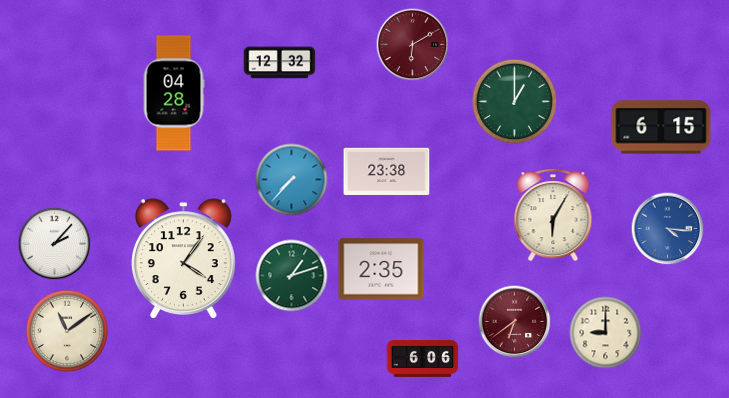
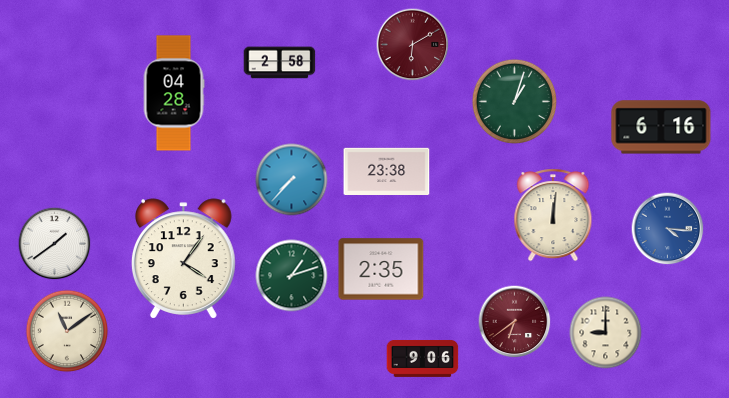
clock at (280, 63): 12:32 -> 2:58
clock at (514, 101): 1:00 -> 1:03
clock at (661, 127): 6:15 -> 6:16
clock at (553, 215): 6:05 -> 12:01
clock at (55, 244): 2:07 -> 1:39
clock at (423, 358): 6:06 -> 9:06
